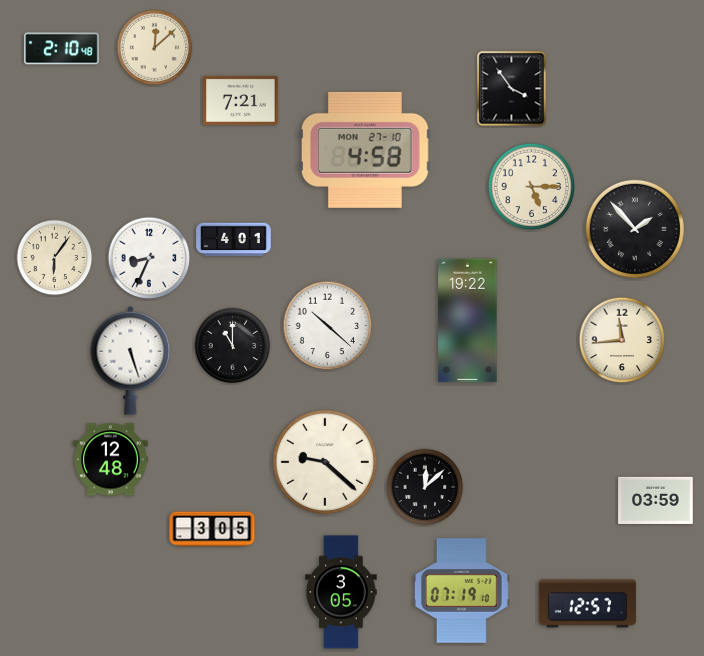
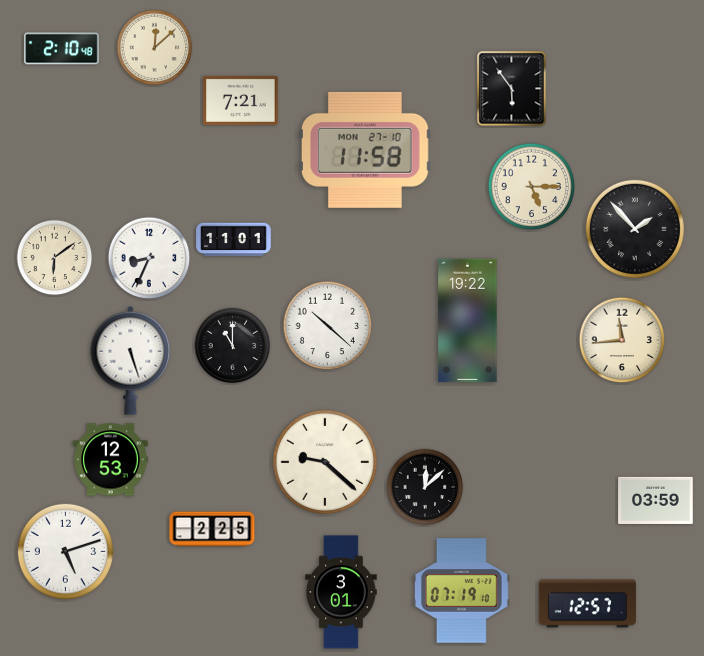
clock at (512, 89): 3:54 -> 5:54
clock at (366, 150): 4:58 -> 11:58
clock at (234, 240): 4:01 -> 11:01
clock at (55, 258): 6:06 -> 6:09
clock at (111, 460): 12:48 -> 12:53
clock at (212, 529): 3:05 -> 2:25
clock at (65, 551): none -> 5:12
clock at (341, 592): 3:05 -> 3:01
